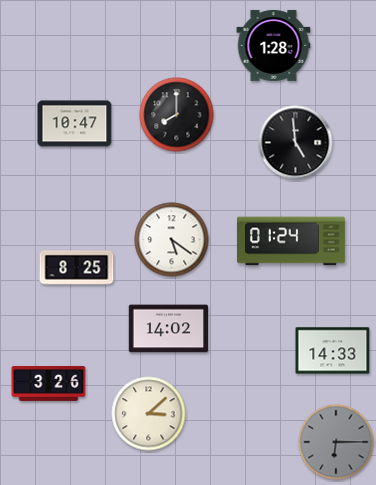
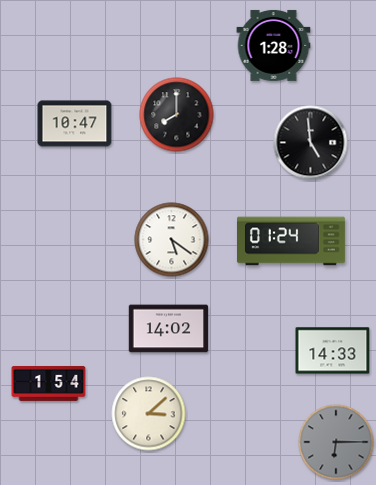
clock at (296, 143) position: (296, 143) -> (311, 143)
clock at (77, 268): 8:25 -> none
clock at (49, 383): 3:26 -> 1:54
